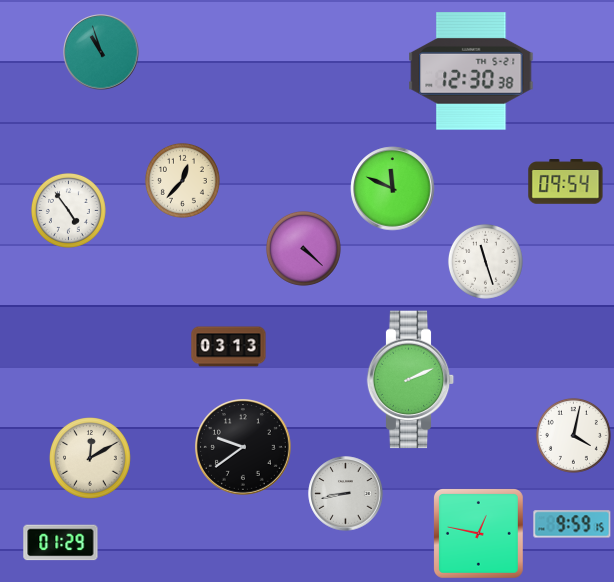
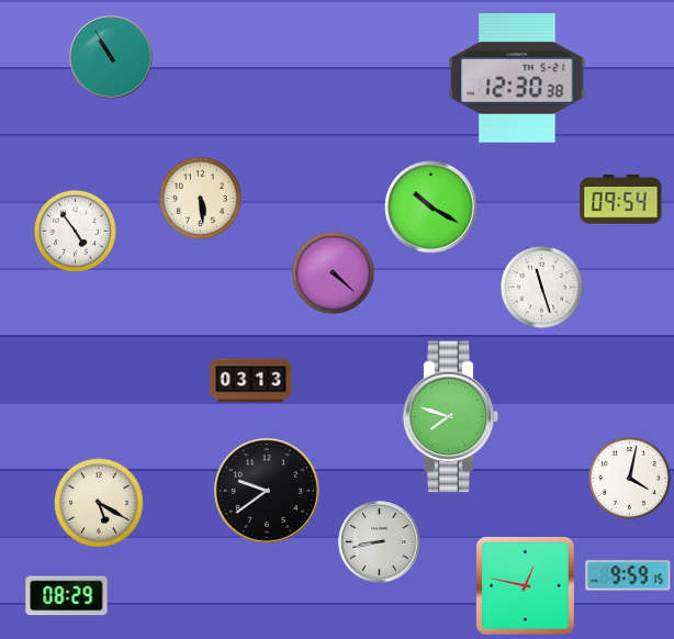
clock at (101, 52): 10:57 -> 10:55
clock at (182, 180): 12:37 -> 5:29
clock at (393, 189): 11:49 -> 10:20
clock at (485, 261) position: (485, 261) -> (541, 287)
clock at (411, 380): 2:11 -> 7:48
clock at (91, 459): 12:10 -> 5:20
clock at (61, 543): 01:29 -> 08:29
